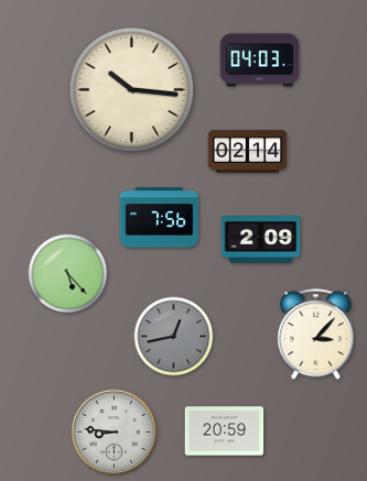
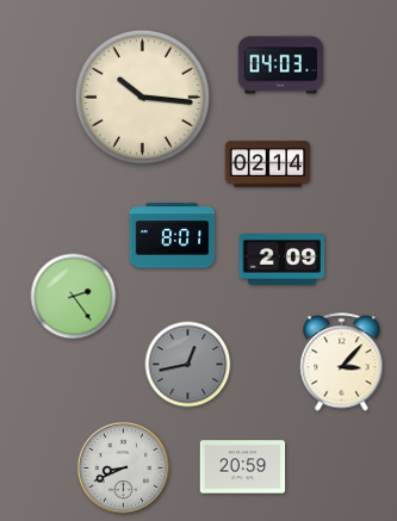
clock at (160, 218): 7:56 -> 8:01
clock at (68, 274): 5:23 -> 2:24
clock at (114, 431): 8:46 -> 8:41
